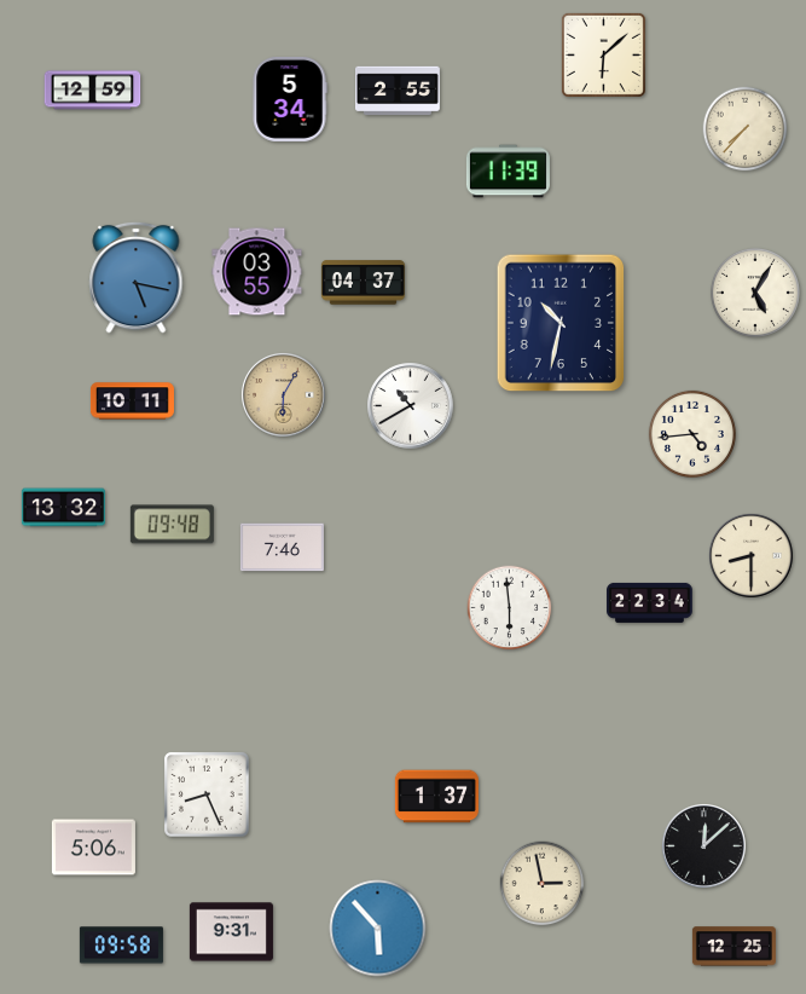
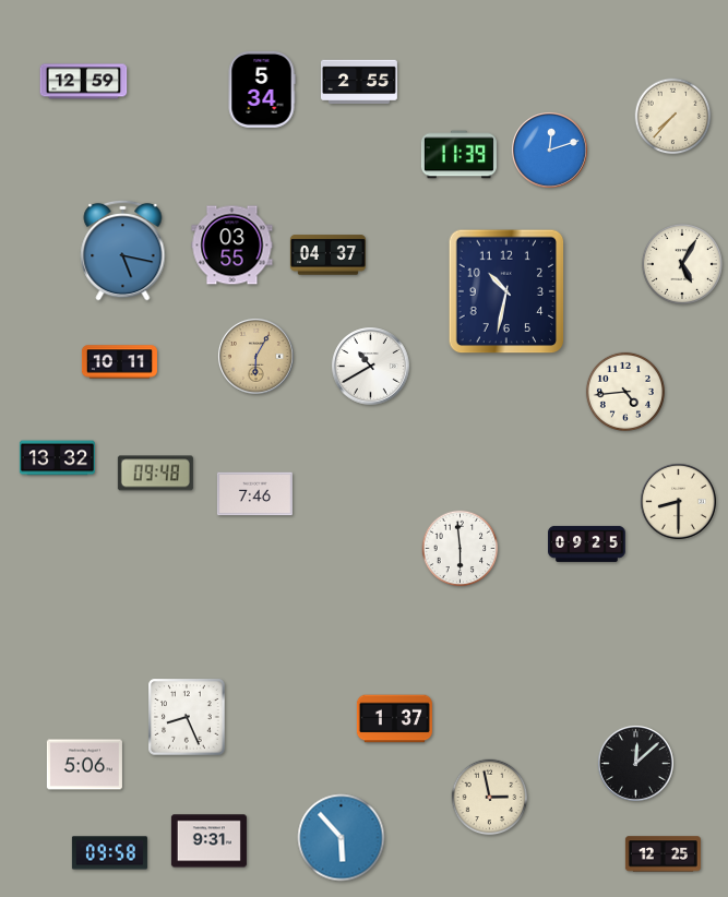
clock at (603, 54): 6:08 -> none
clock at (550, 151): none -> 12:12
clock at (650, 602): 22:34 -> 09:25
